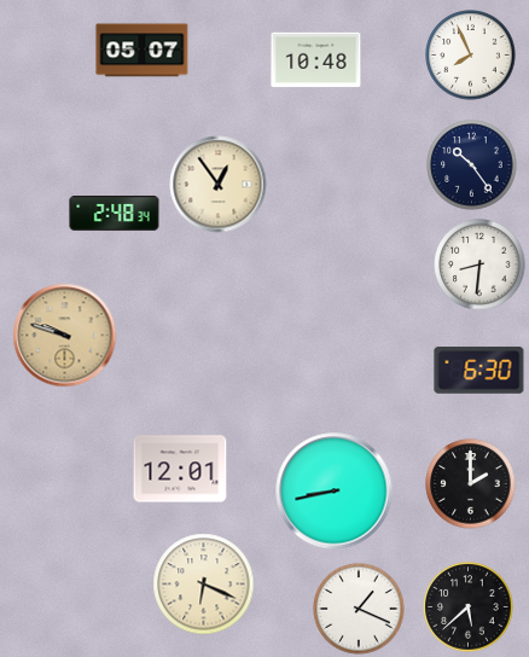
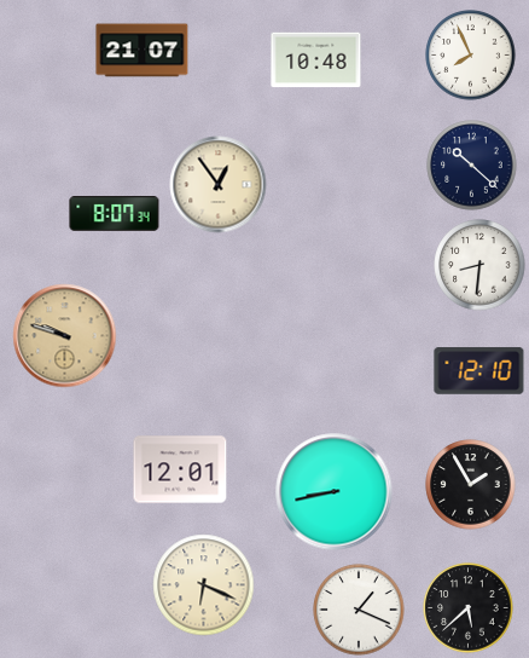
clock at (143, 51): 05:07 -> 21:07
clock at (472, 165): 10:24 -> 10:22
clock at (115, 214): 2:48 -> 8:07
clock at (479, 371): 6:30 -> 12:10
clock at (471, 484): 2:00 -> 1:55
